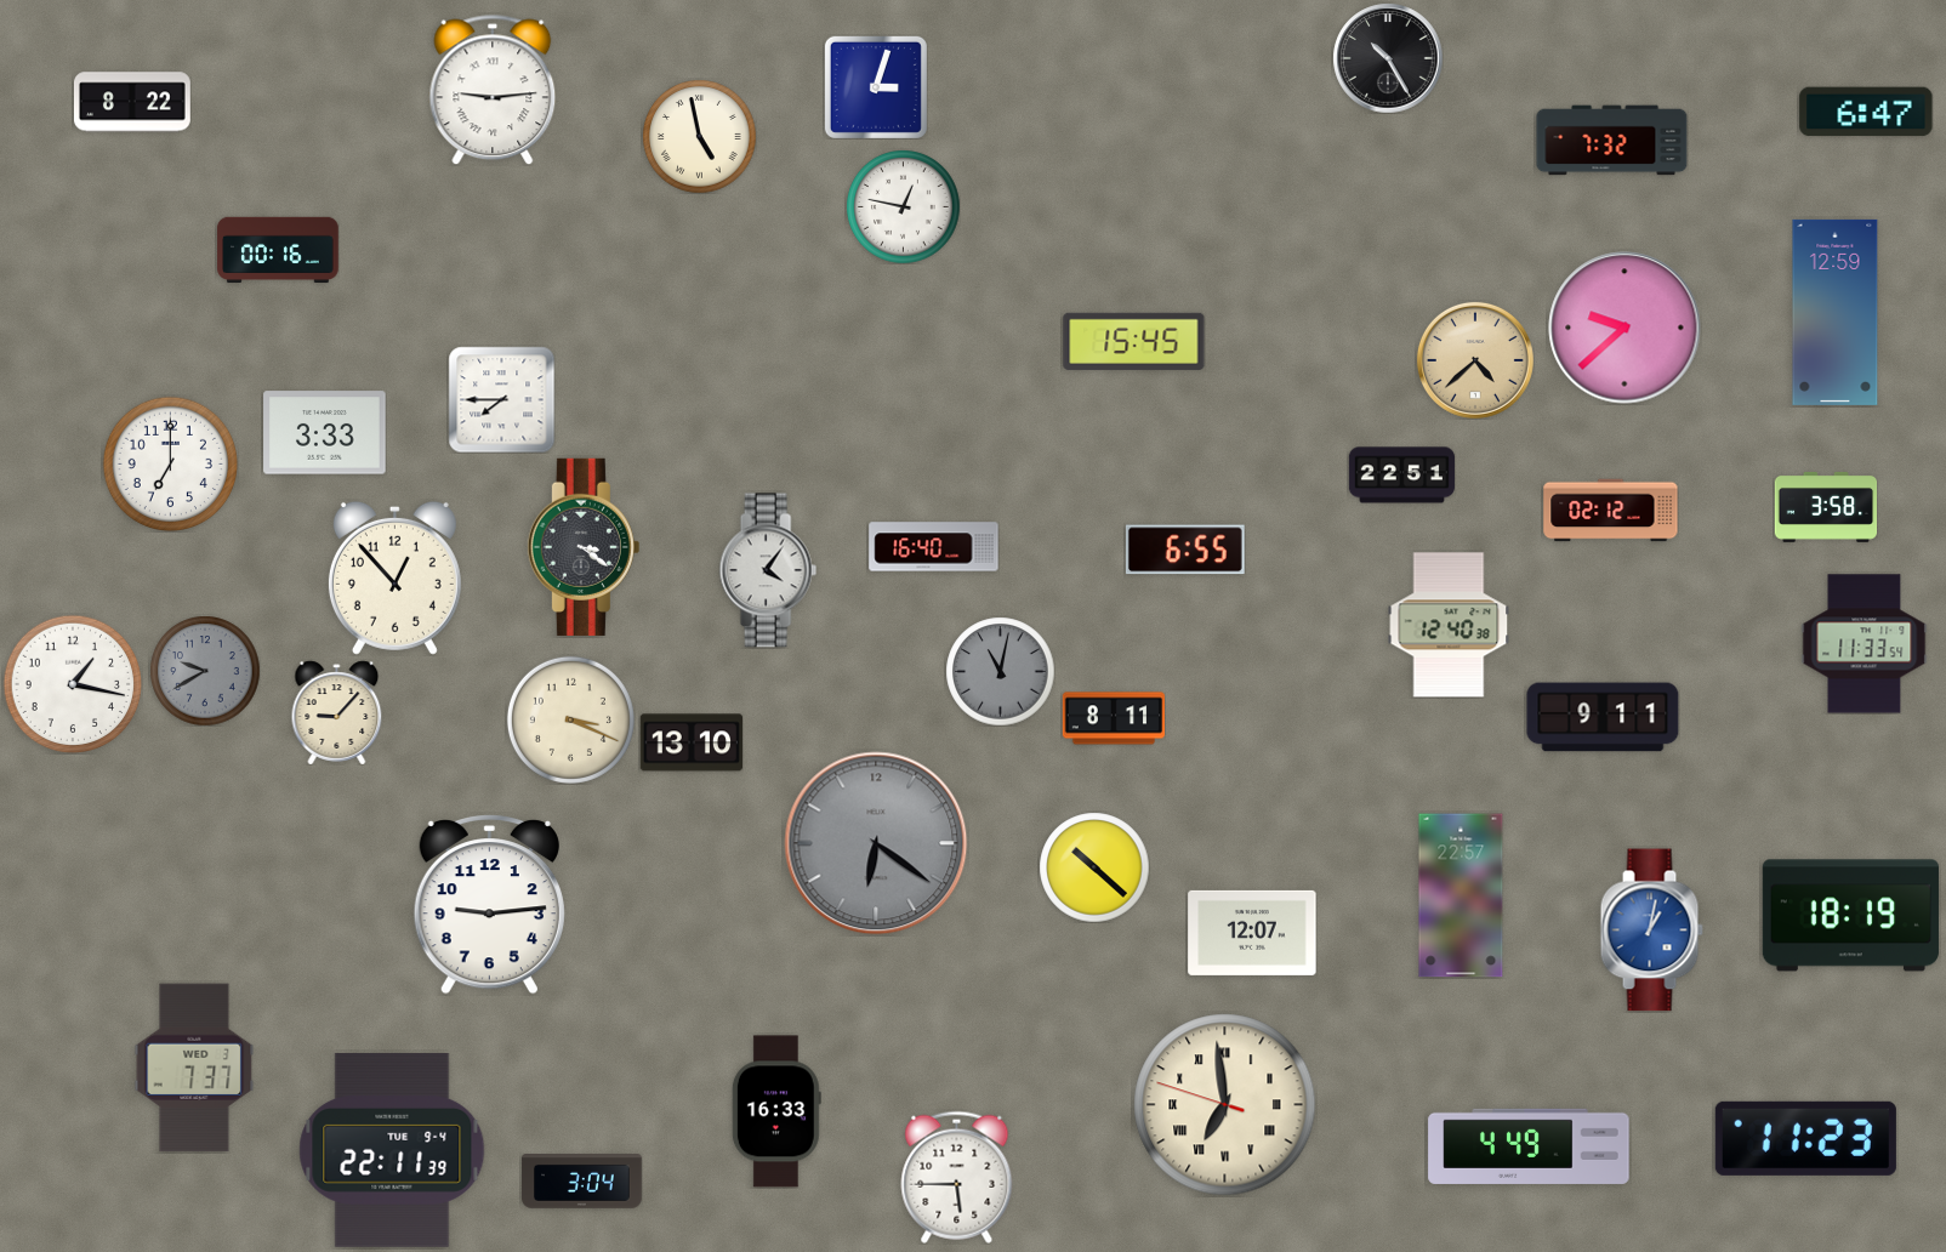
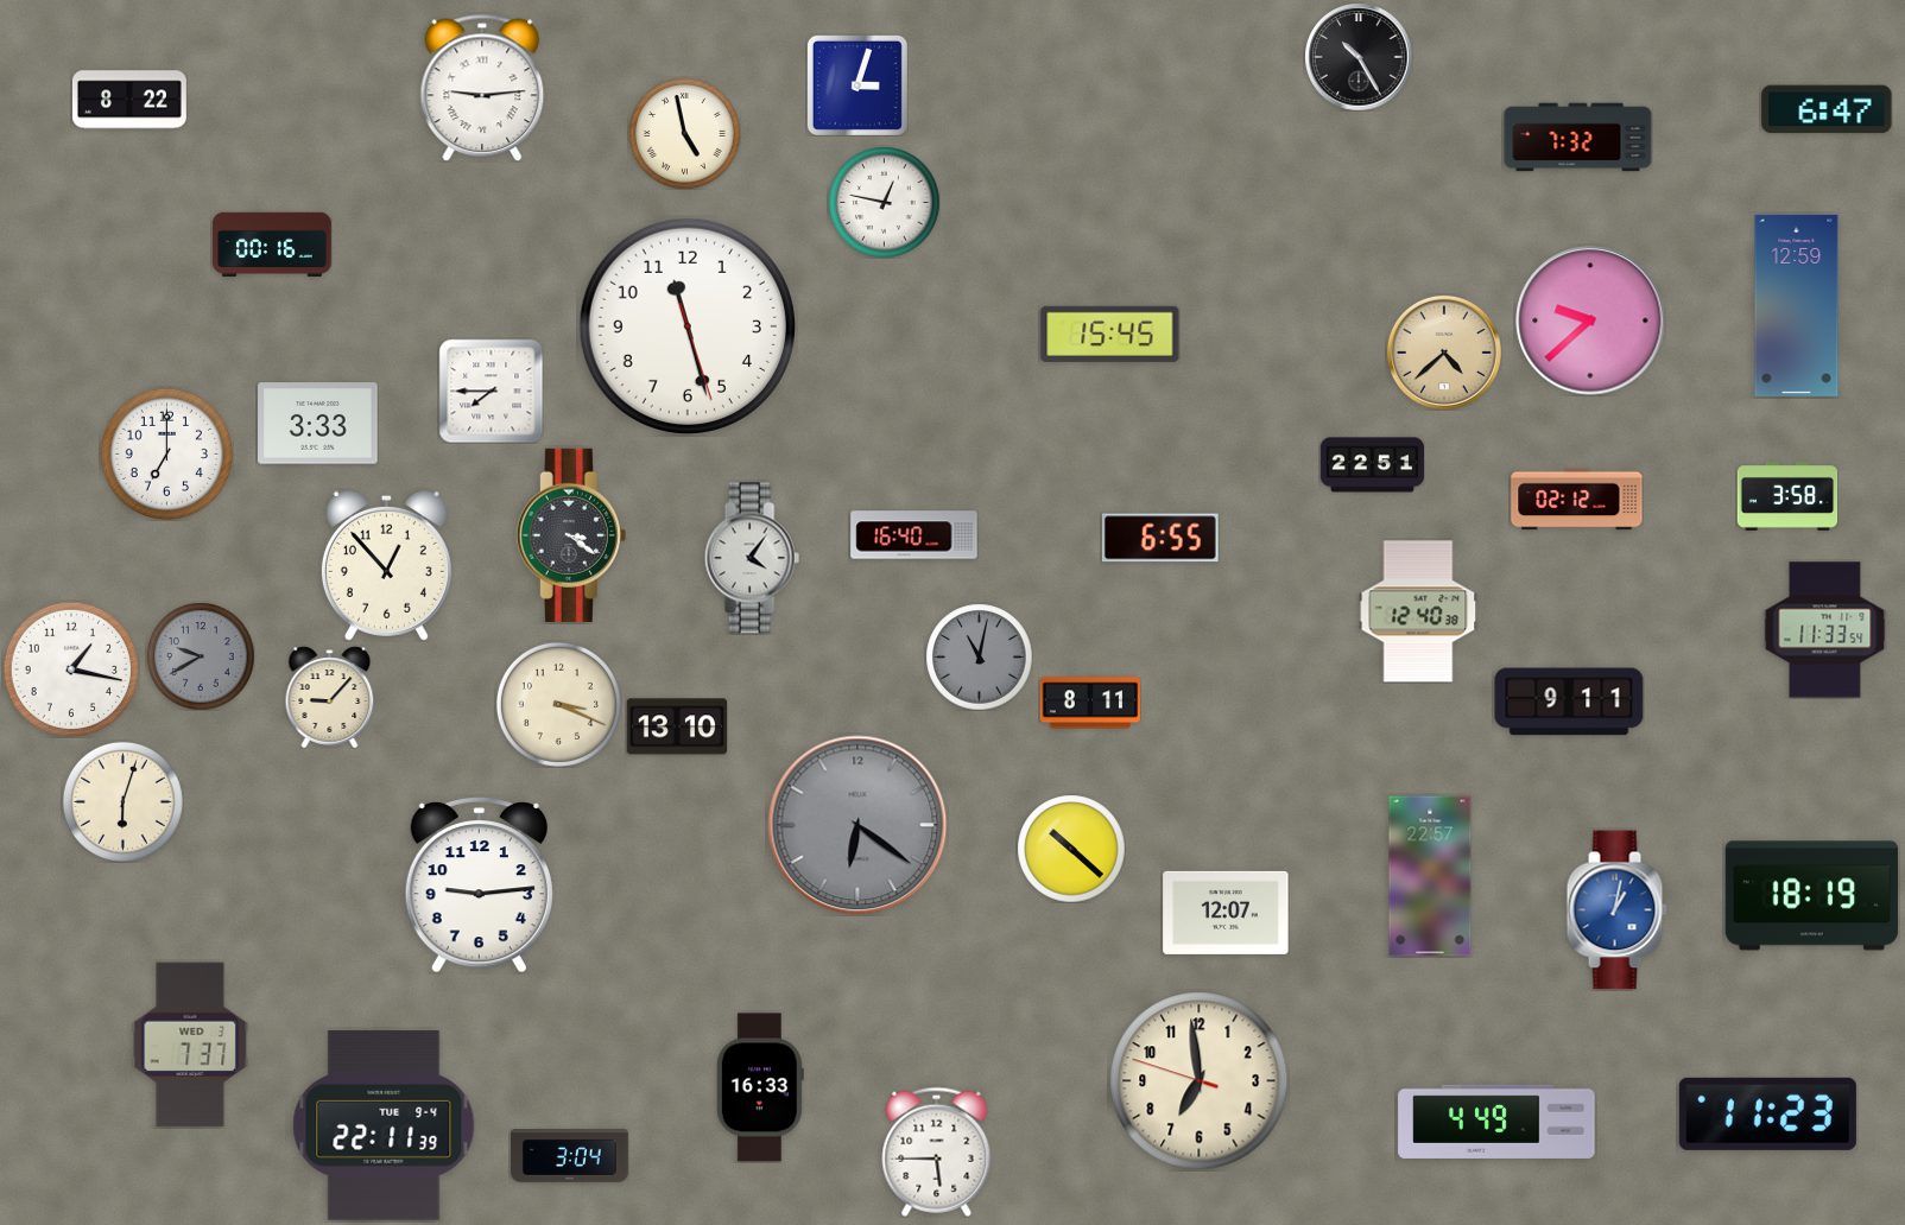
clock at (688, 326): none -> 11:27
clock at (122, 801): none -> 6:03
clock at (1225, 1105) numerals: Roman -> Arabic
